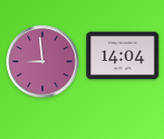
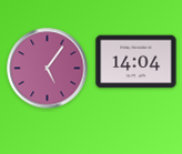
clock at (43, 62): 8:59 -> 5:06
